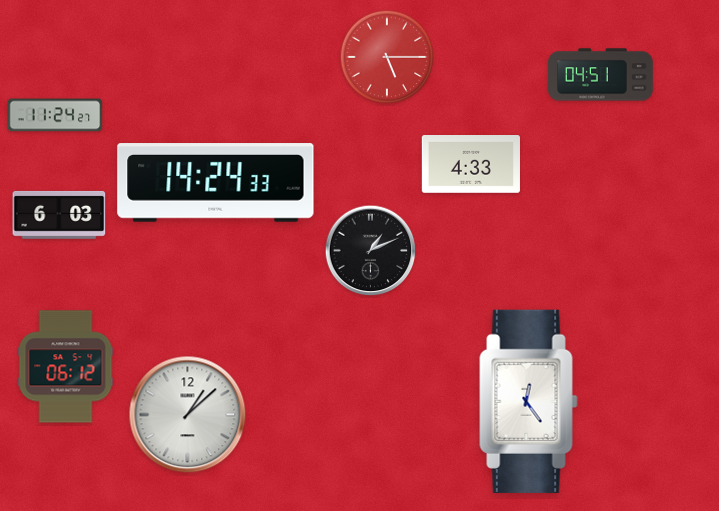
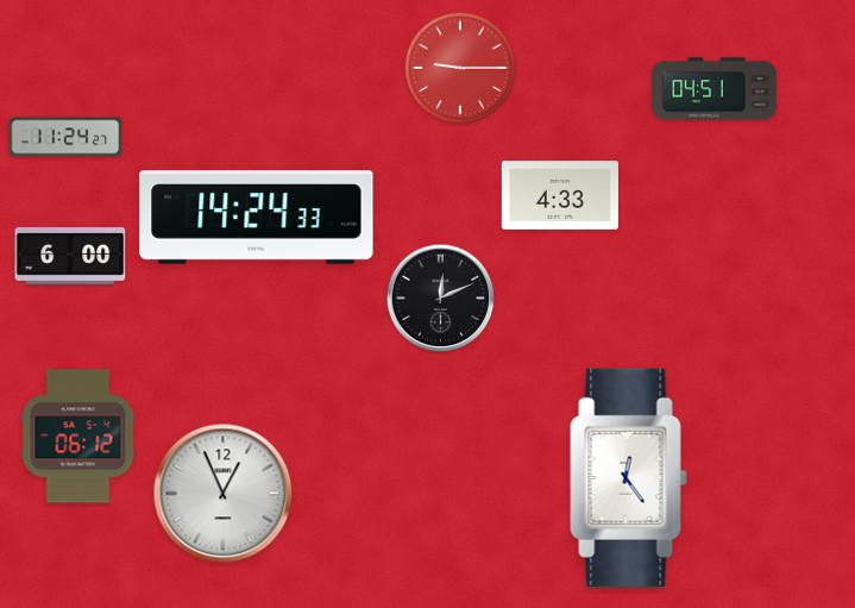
clock at (387, 57): 5:15 -> 9:15
clock at (59, 215): 6:03 -> 6:00
clock at (371, 251): 1:11 -> 12:11
clock at (188, 415): 1:08 -> 12:56
